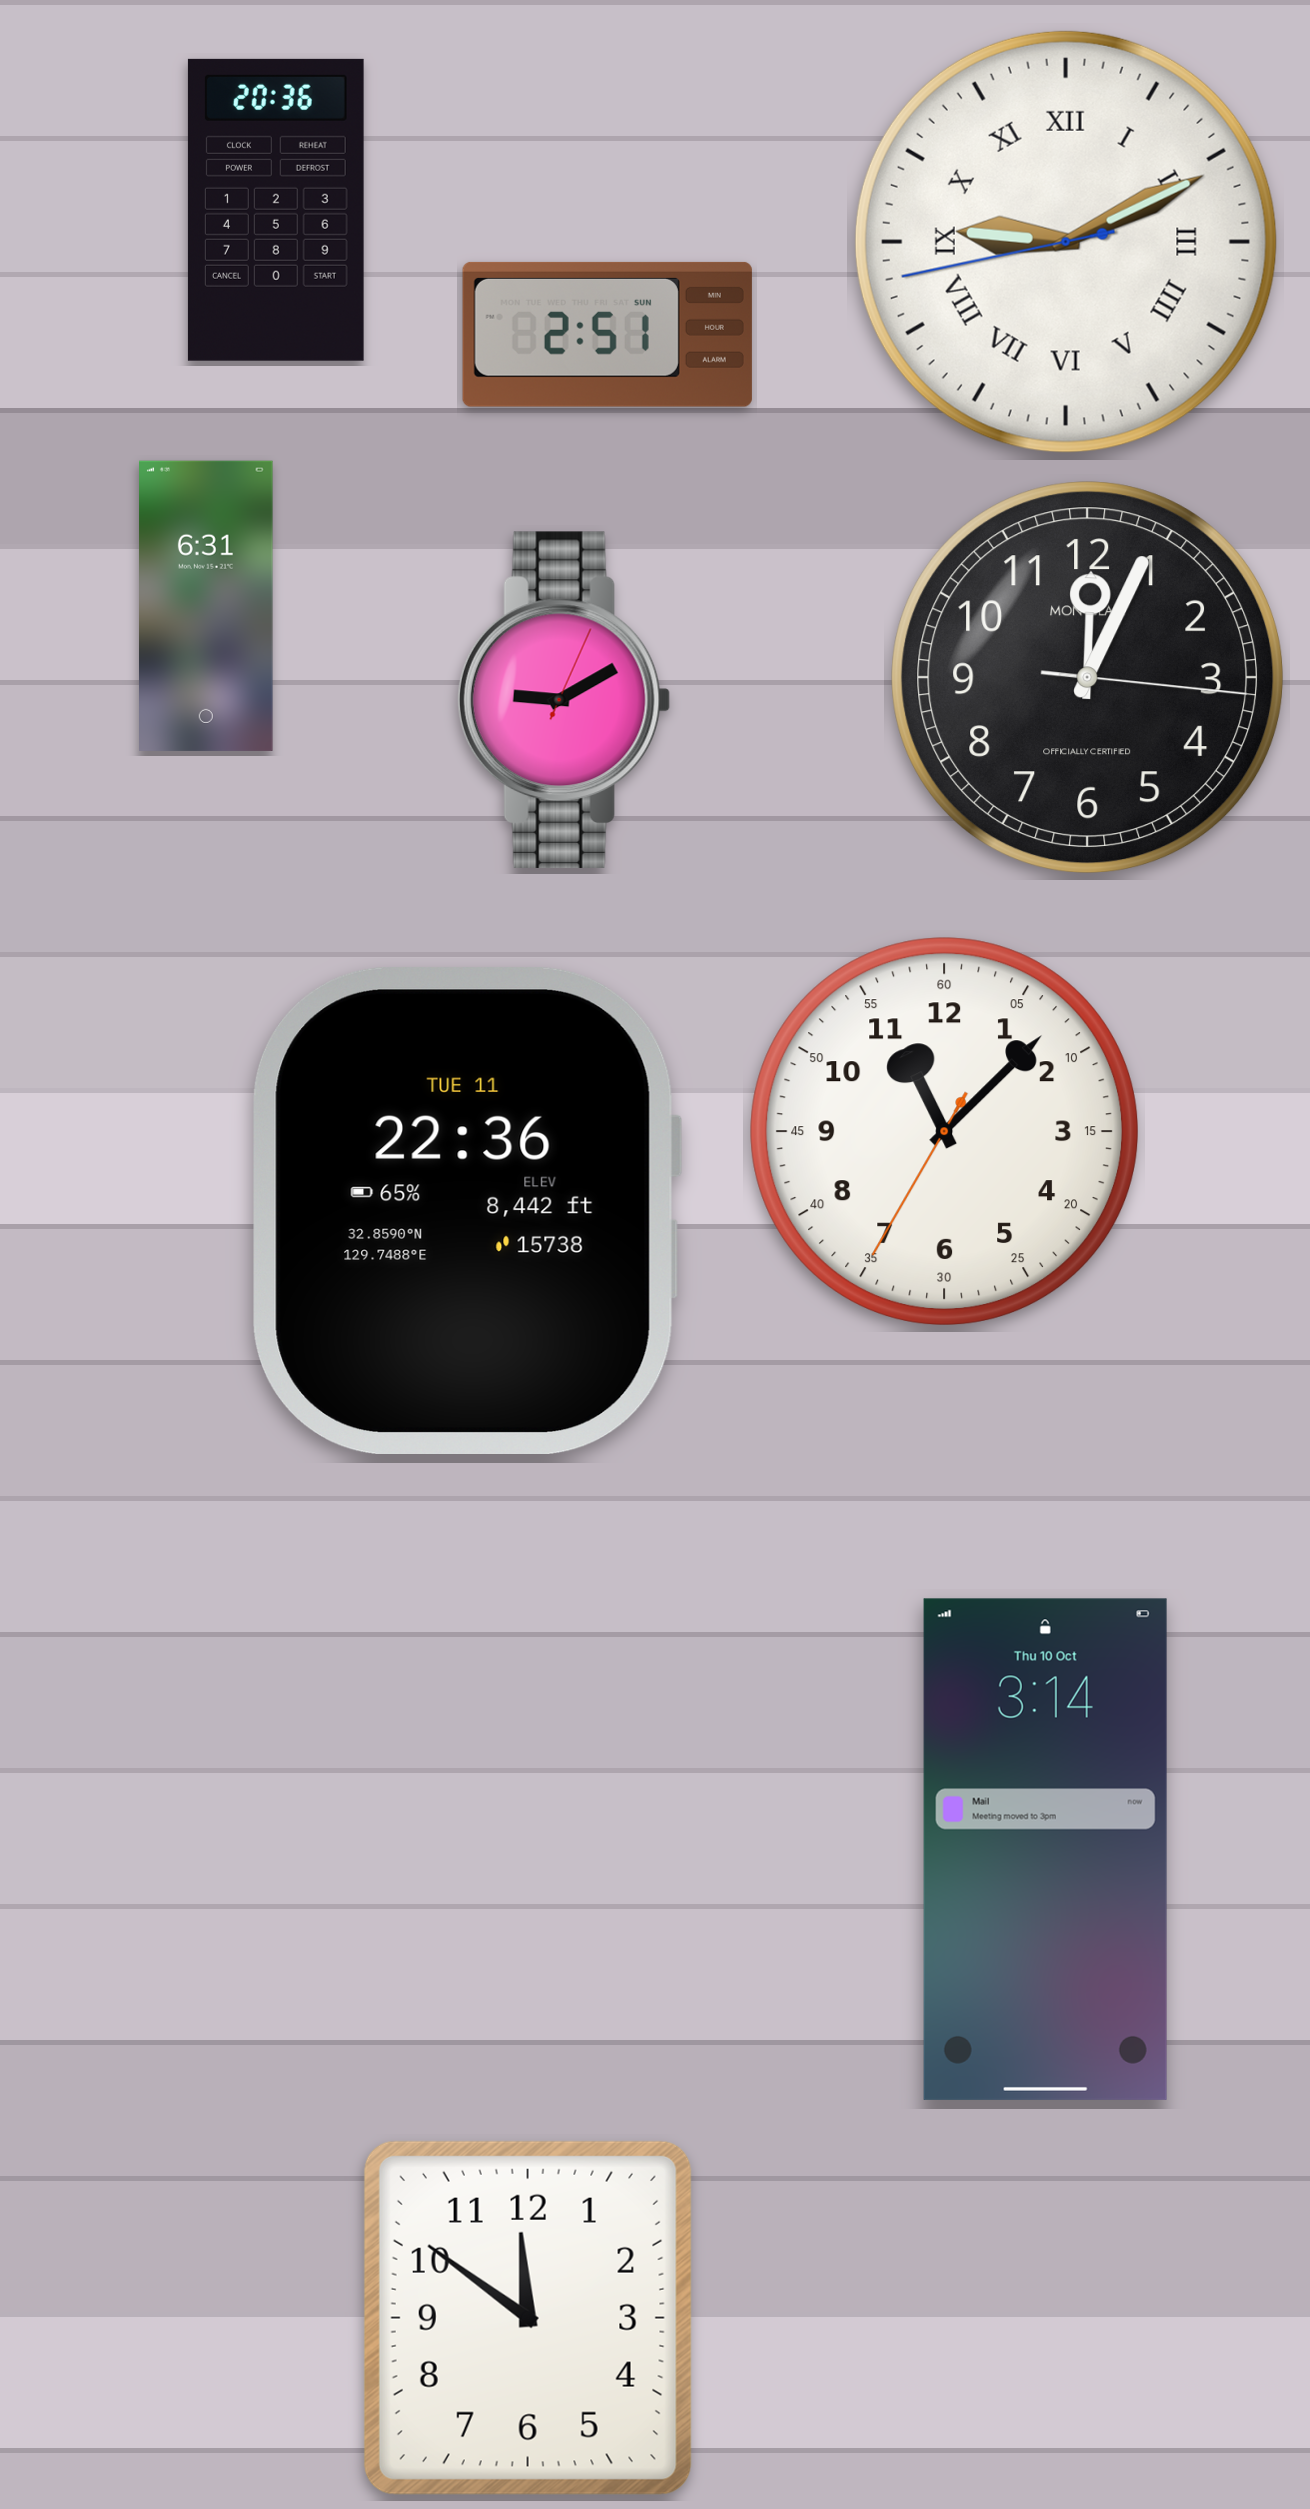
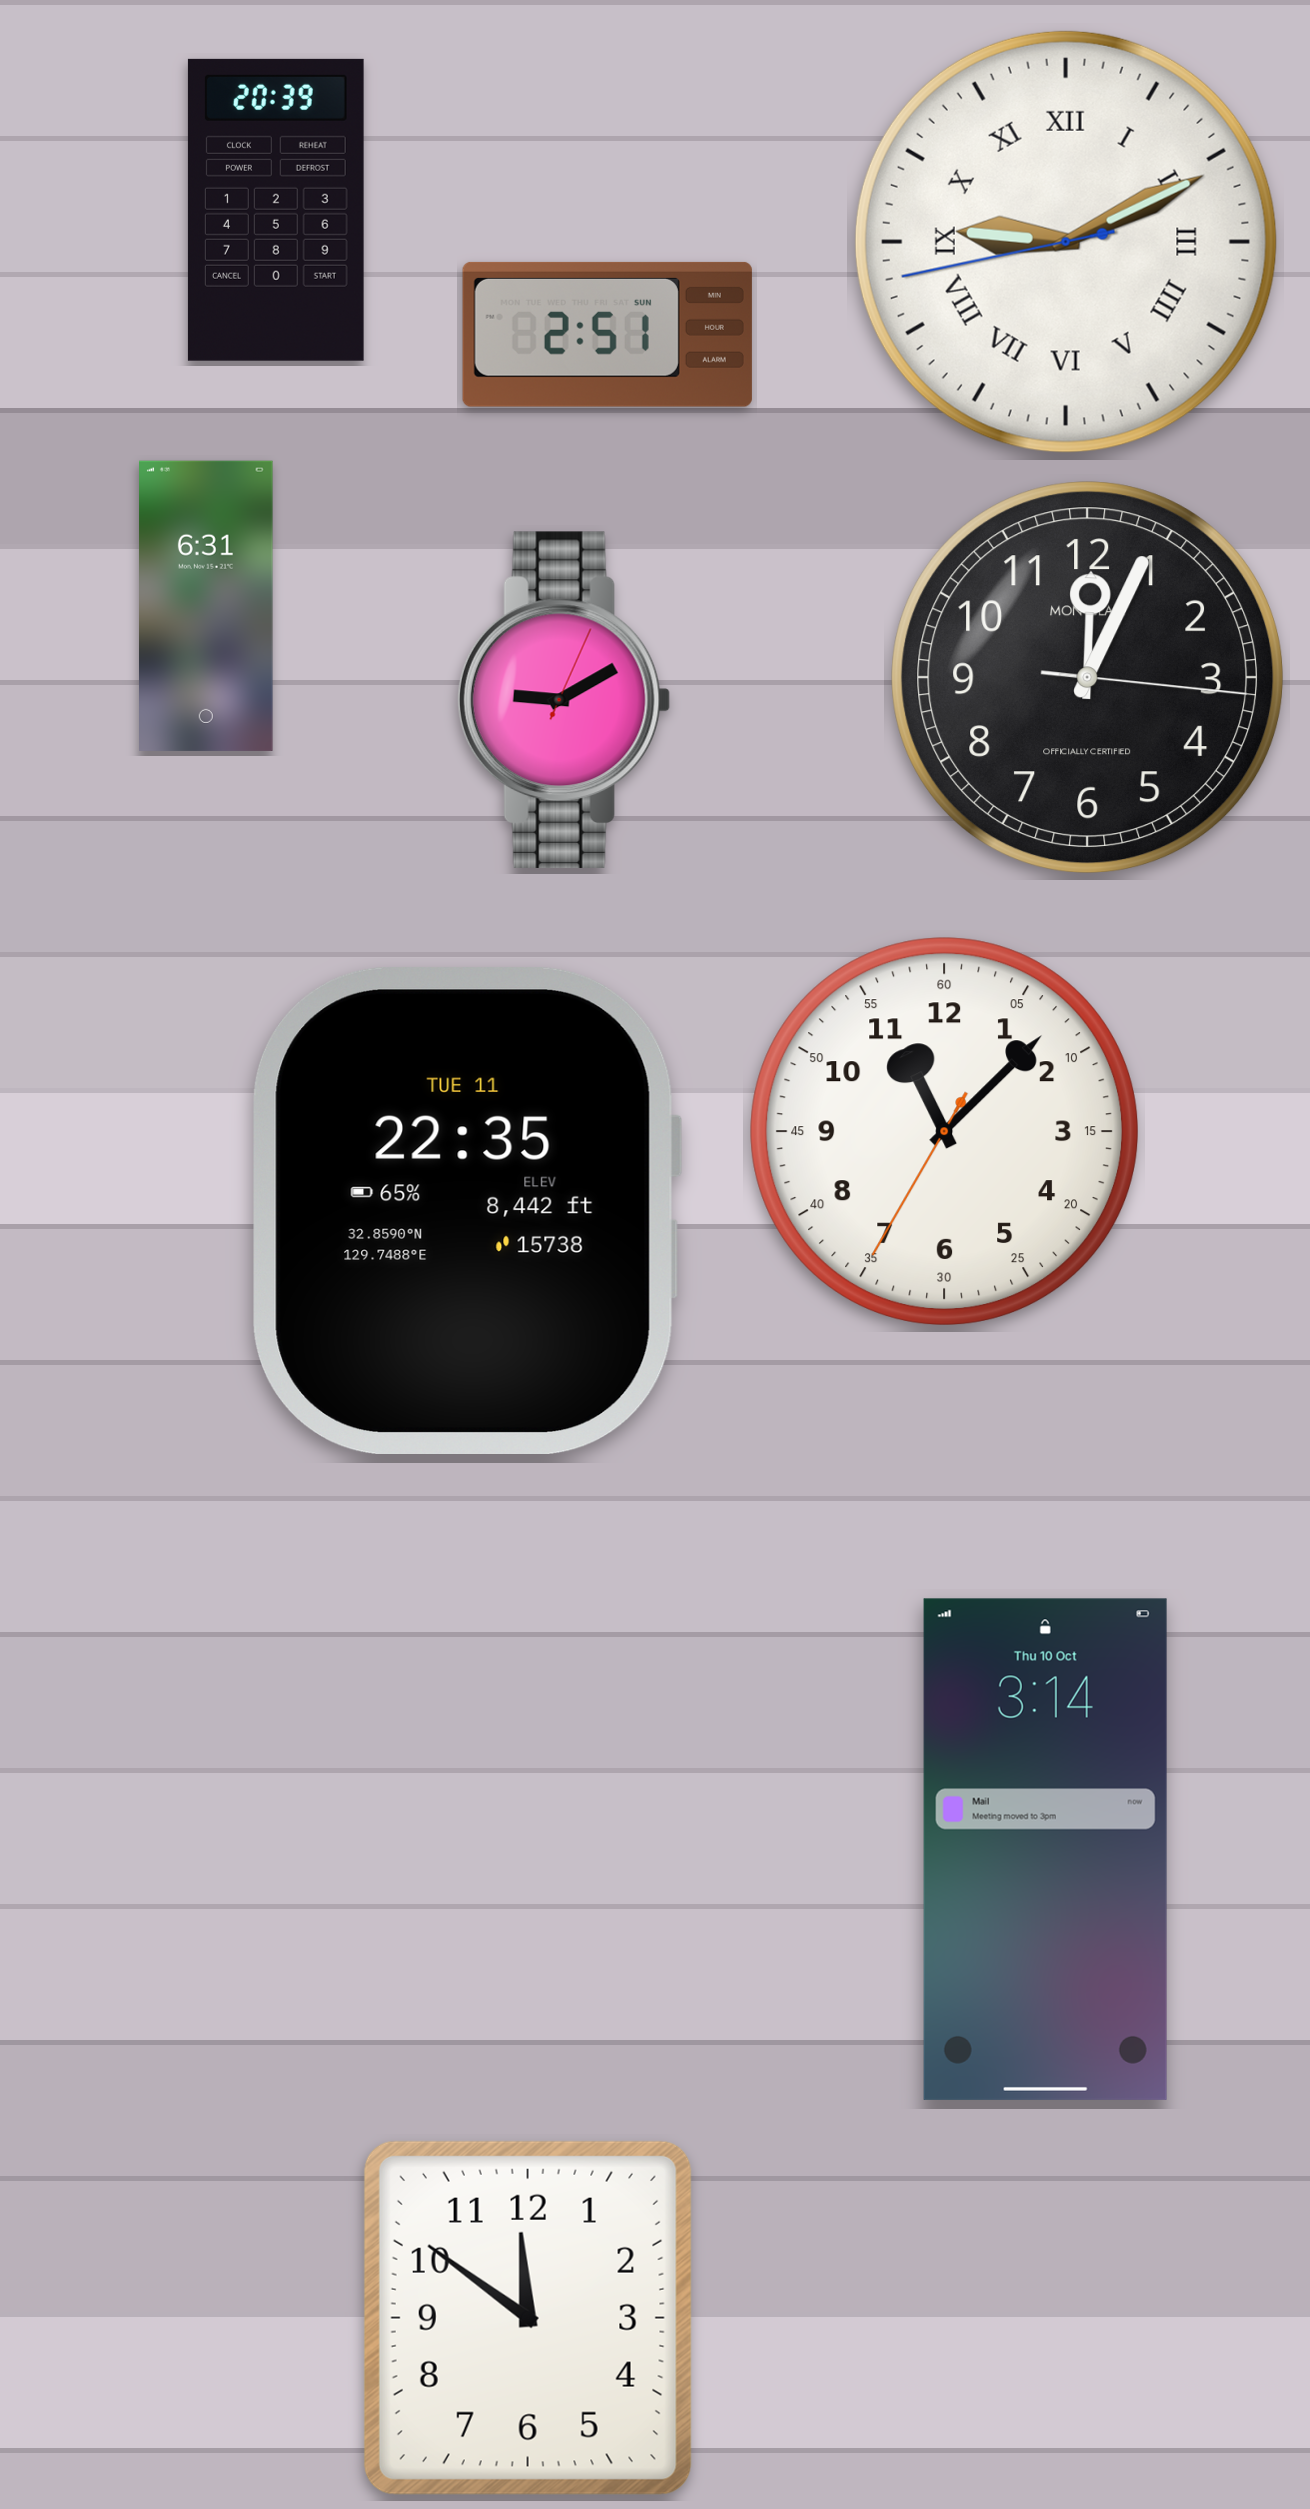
clock at (276, 210): 20:36 -> 20:39
clock at (467, 1210): 22:36 -> 22:35
